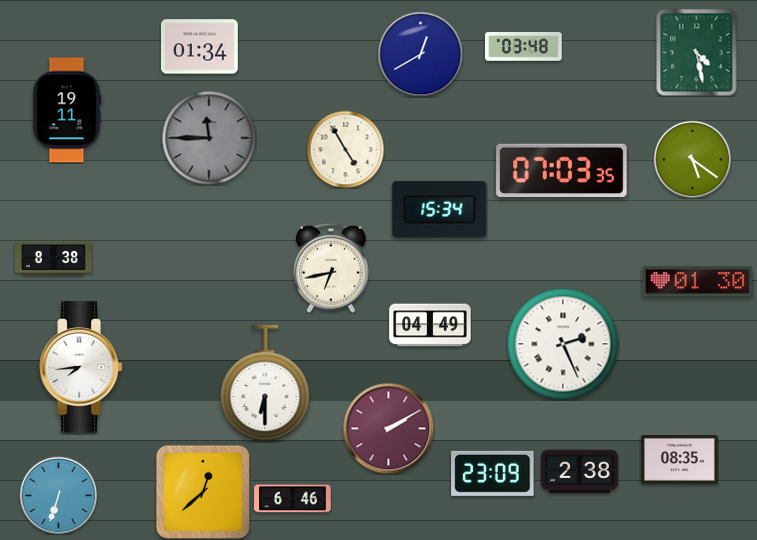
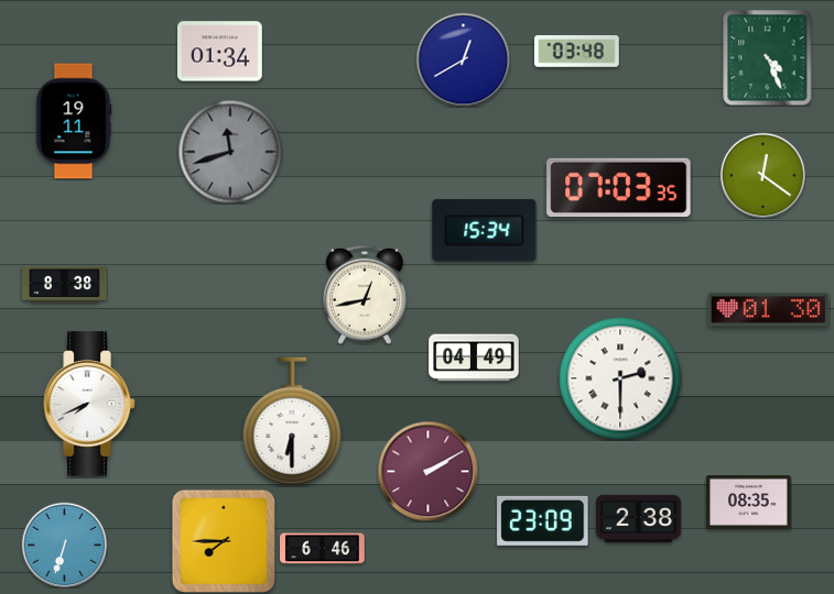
clock at (697, 52): 4:28 -> 4:26
clock at (209, 138): 11:45 -> 11:42
clock at (345, 149): 4:55 -> none
clock at (692, 159): 5:21 -> 12:21
clock at (54, 258) position: (54, 258) -> (65, 284)
clock at (332, 268): 6:43 -> 12:43
clock at (563, 344): 2:26 -> 2:30
clock at (81, 367): 7:44 -> 7:41
clock at (680, 460) position: (680, 460) -> (749, 503)
clock at (203, 492): 12:38 -> 7:45
